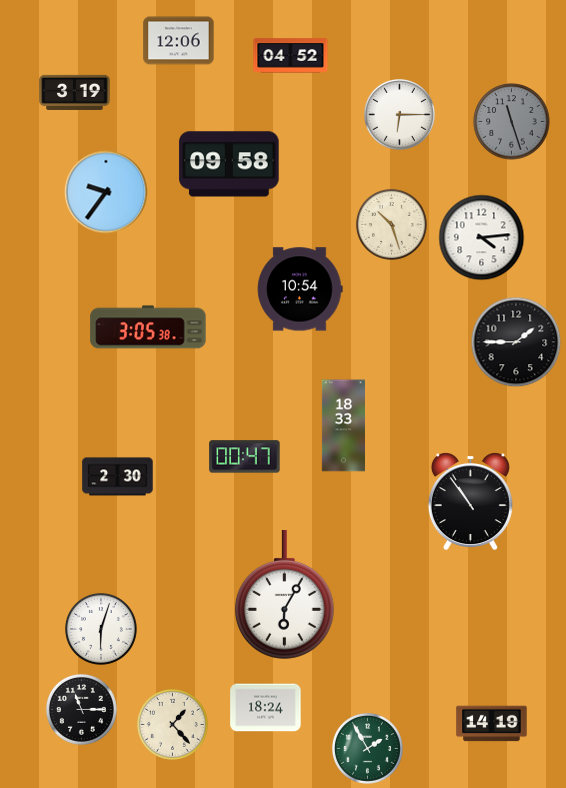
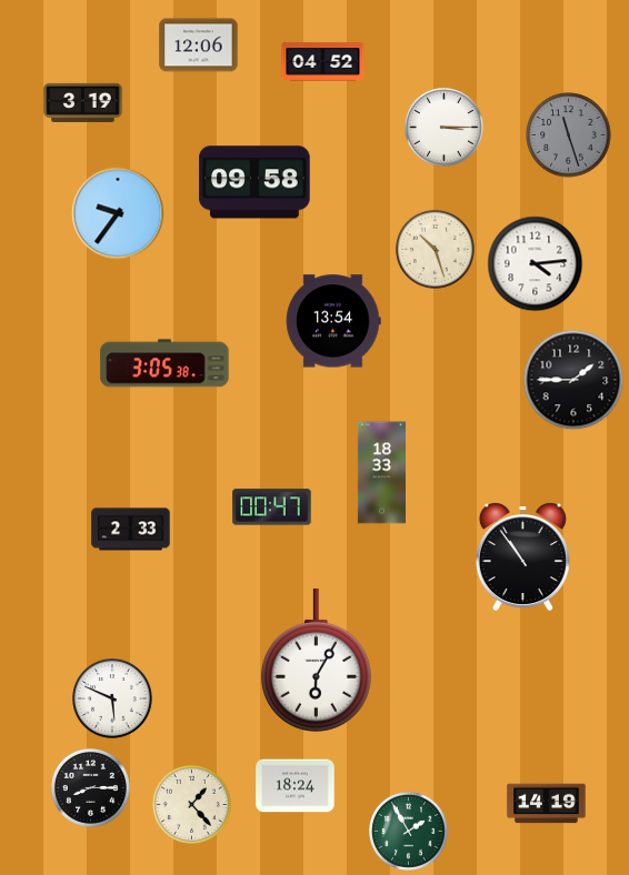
clock at (399, 114): 6:15 -> 3:15
clock at (300, 289): 10:54 -> 13:54
clock at (118, 477): 2:30 -> 2:33
clock at (102, 630): 6:03 -> 5:49
clock at (81, 709): 11:15 -> 8:15
